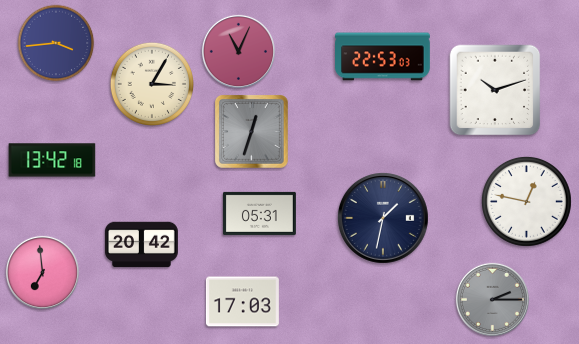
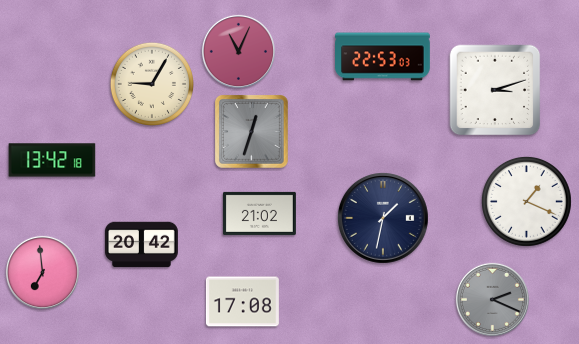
clock at (56, 43): 3:44 -> none
clock at (152, 84): 3:05 -> 9:05
clock at (495, 90): 10:12 -> 3:12
clock at (526, 201): 12:47 -> 1:19
clock at (259, 213): 05:31 -> 21:02
clock at (492, 299): 2:15 -> 2:19
clock at (242, 302): 17:03 -> 17:08
